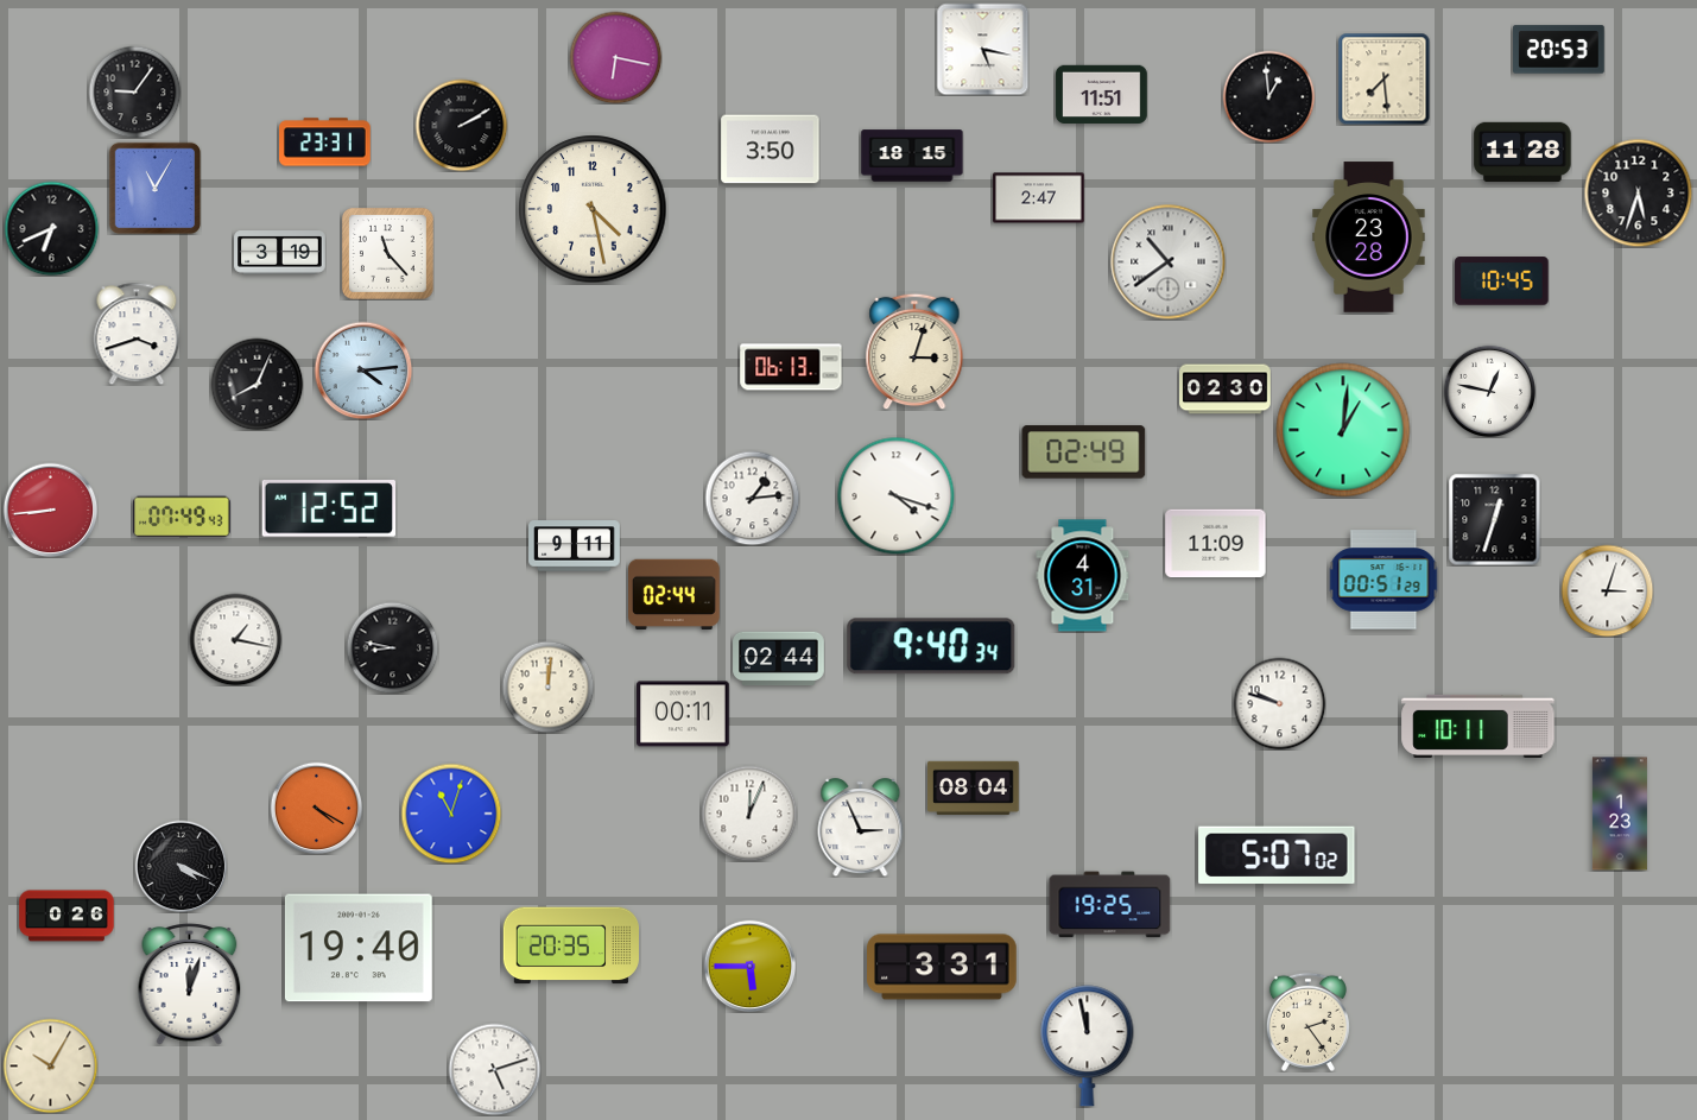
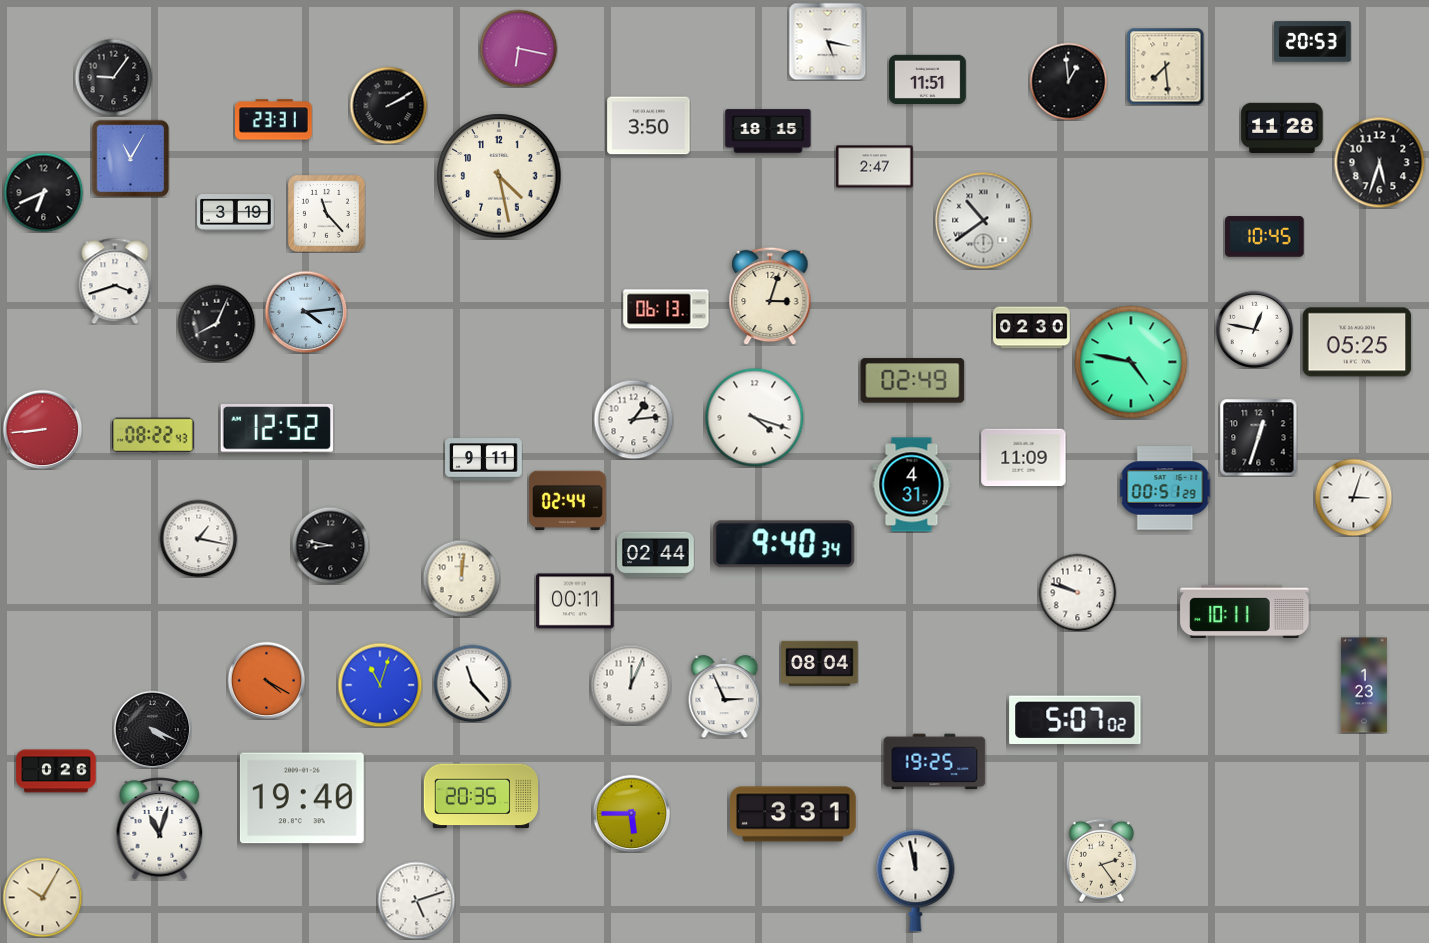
clock at (1369, 238): 23:28 -> none
clock at (1357, 342): none -> 05:25
clock at (1343, 430): 1:01 -> 4:47
clock at (182, 517): 07:49 -> 08:22
clock at (472, 683): none -> 11:23
clock at (190, 985): 12:03 -> 11:03
